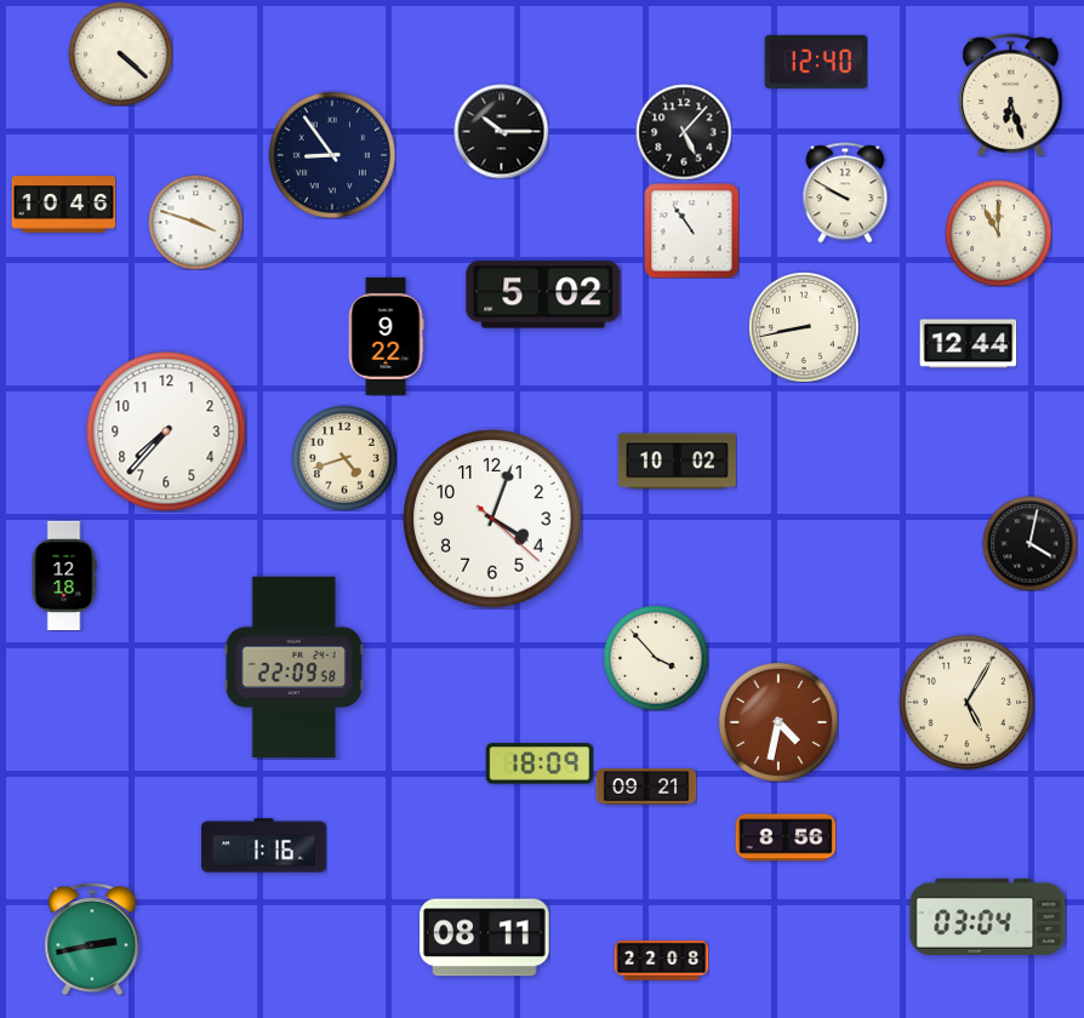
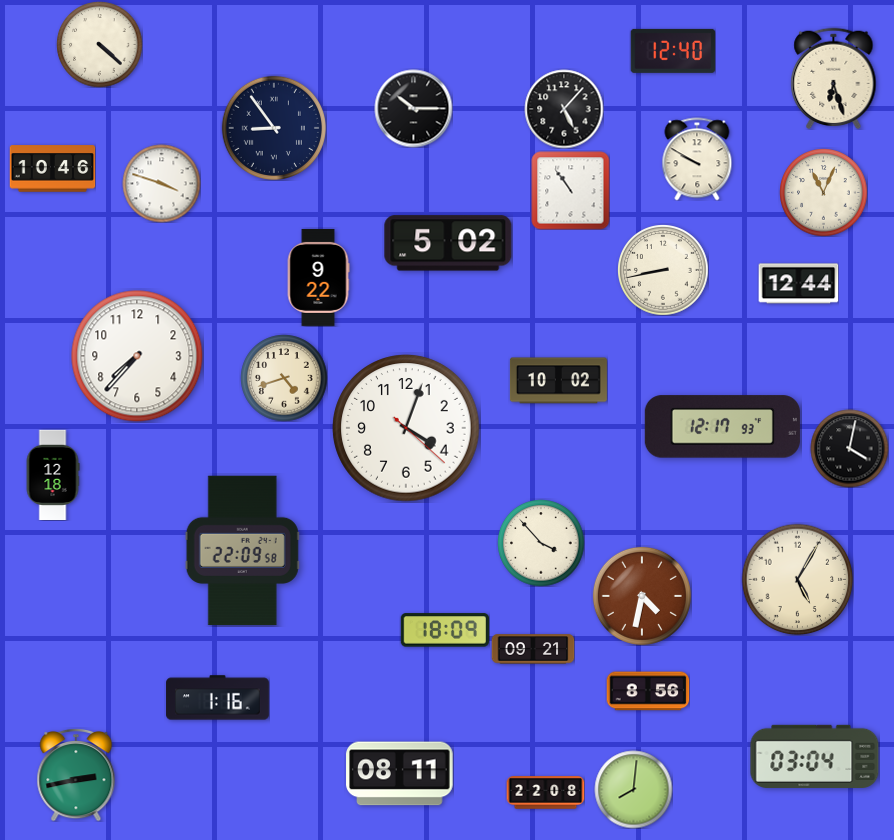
clock at (998, 233): 11:00 -> 11:04
clock at (722, 427): none -> 12:17
clock at (633, 789): none -> 8:01
